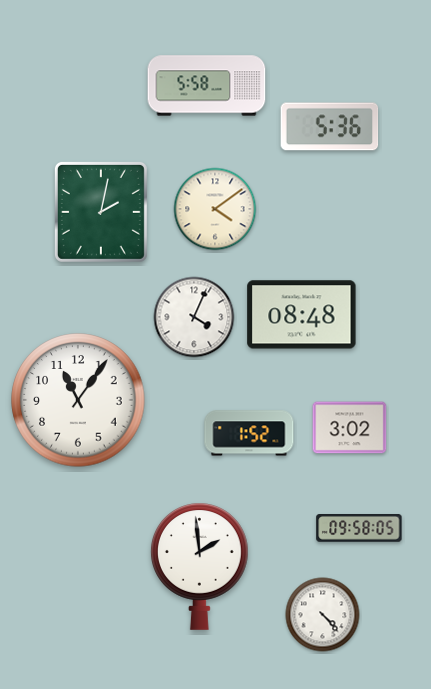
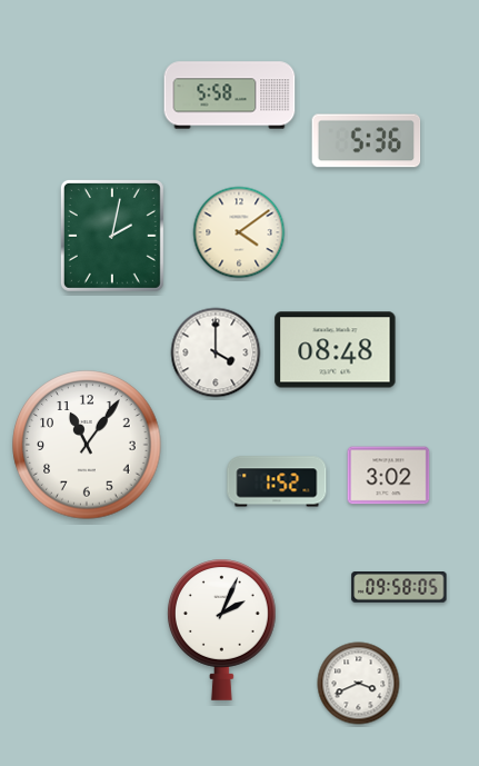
clock at (194, 317): 4:04 -> 4:00
clock at (199, 566): 1:59 -> 2:04
clock at (323, 615): 4:23 -> 3:41
